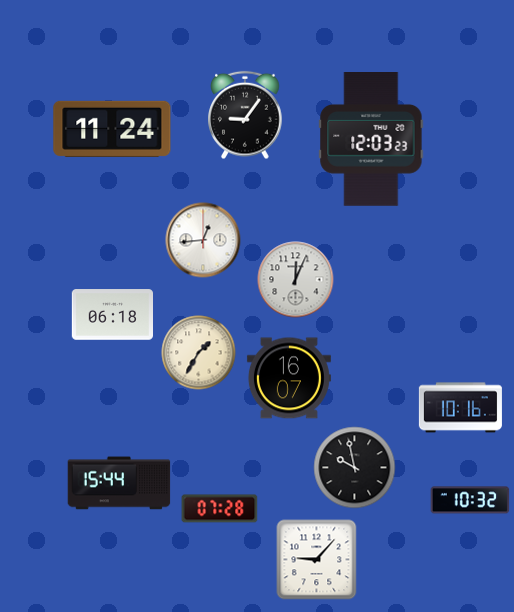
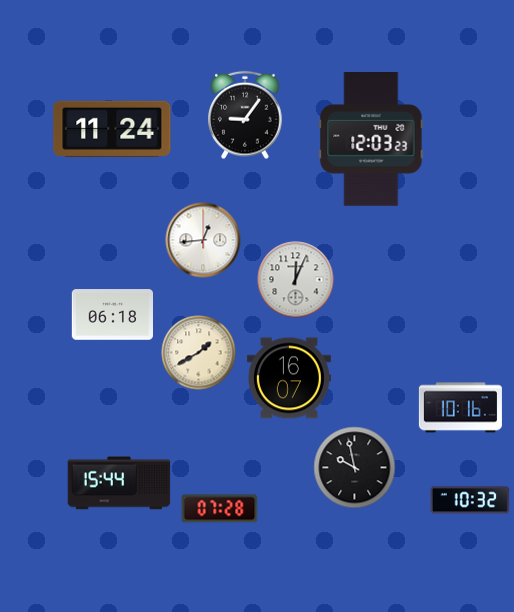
clock at (199, 353): 1:35 -> 1:40
clock at (317, 560): 9:07 -> none
